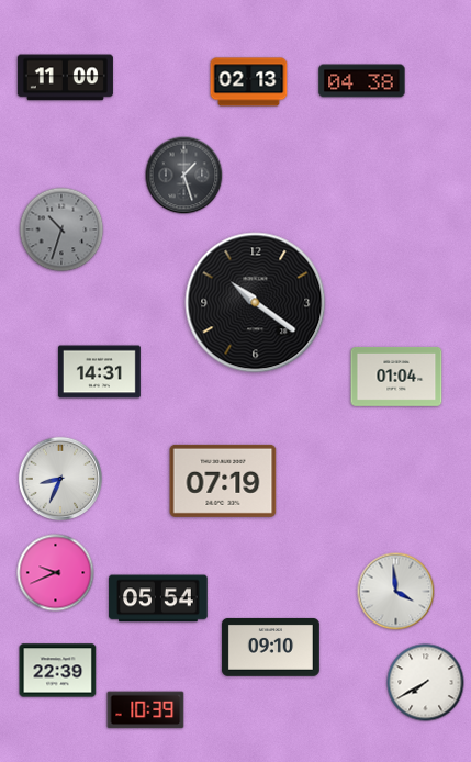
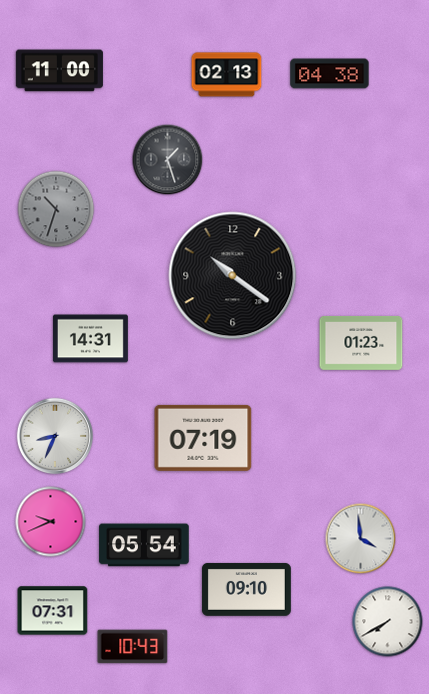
clock at (396, 377): 01:04 -> 01:23
clock at (58, 671): 22:39 -> 07:31
clock at (146, 710): 10:39 -> 10:43
